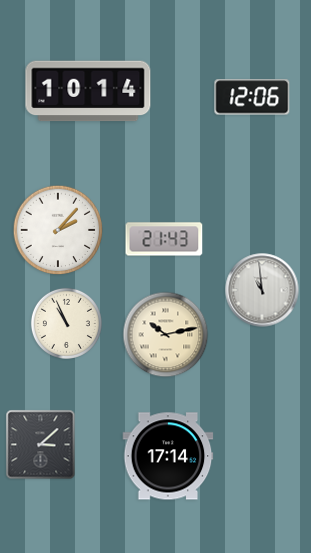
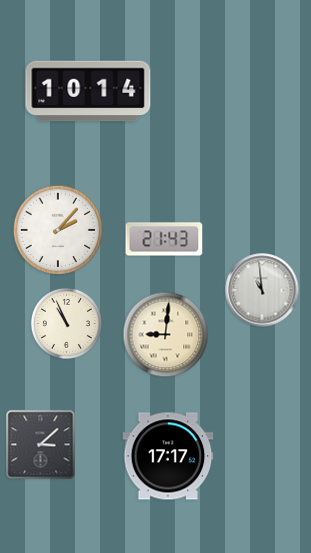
clock at (252, 97): 12:06 -> none
clock at (166, 335): 10:13 -> 9:01
clock at (168, 456): 17:14 -> 17:17
